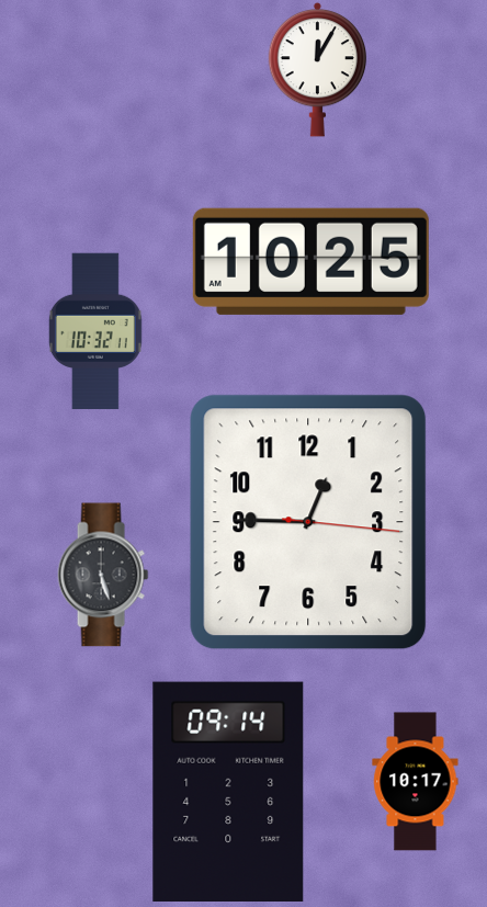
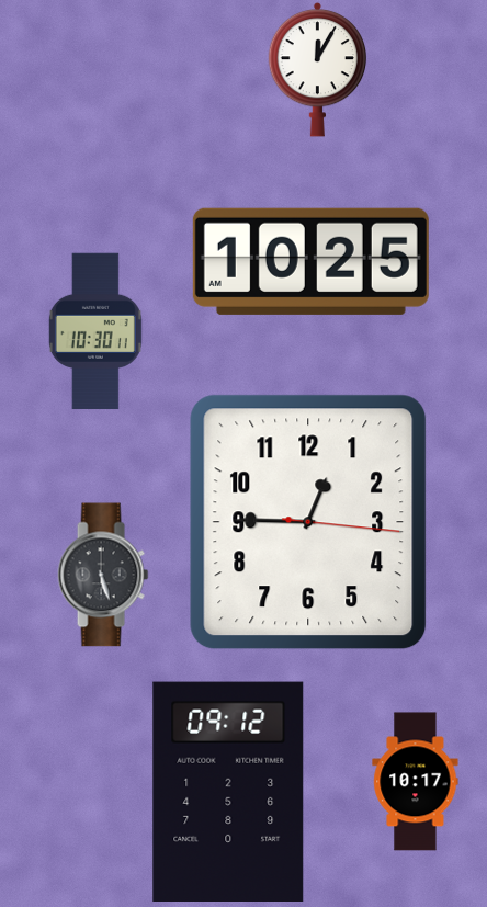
clock at (95, 331): 10:32 -> 10:30
clock at (228, 791): 09:14 -> 09:12
